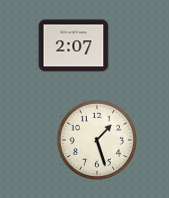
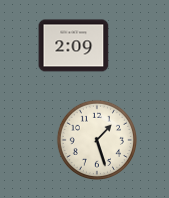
clock at (74, 46): 2:07 -> 2:09
